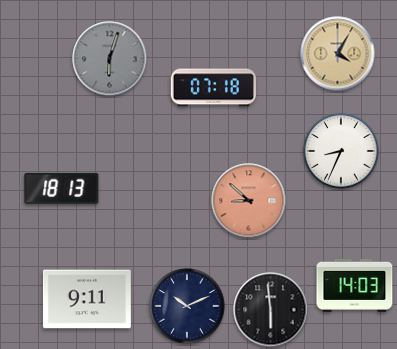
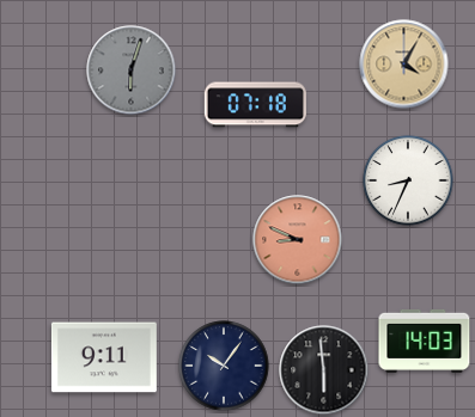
clock at (62, 188): 18:13 -> none
clock at (249, 201): 8:52 -> 8:49
clock at (187, 306): 10:11 -> 10:06
